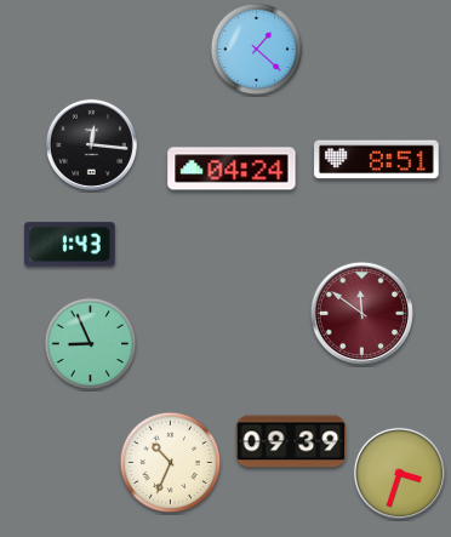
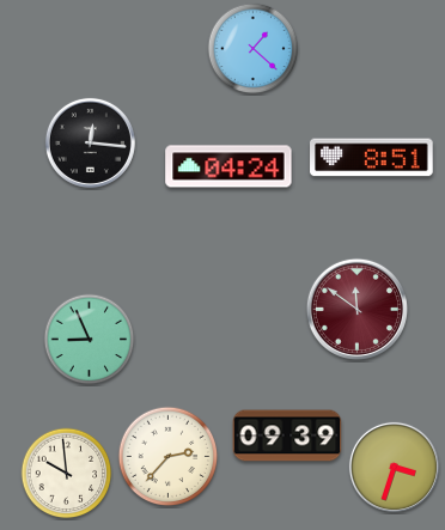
clock at (70, 245): 1:43 -> none
clock at (171, 463): 10:34 -> 2:37
clock at (67, 474): none -> 9:59
